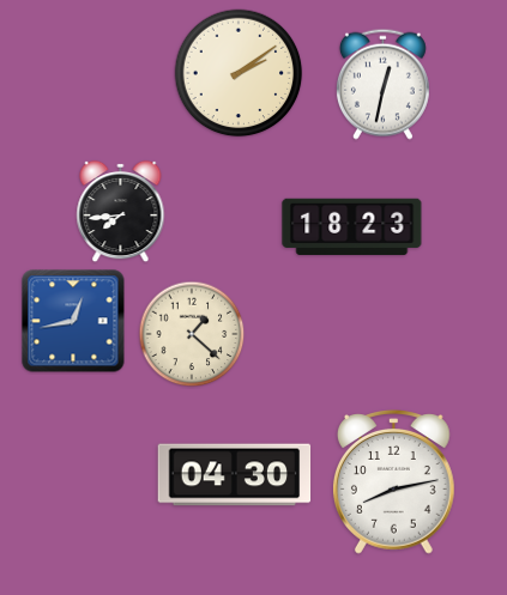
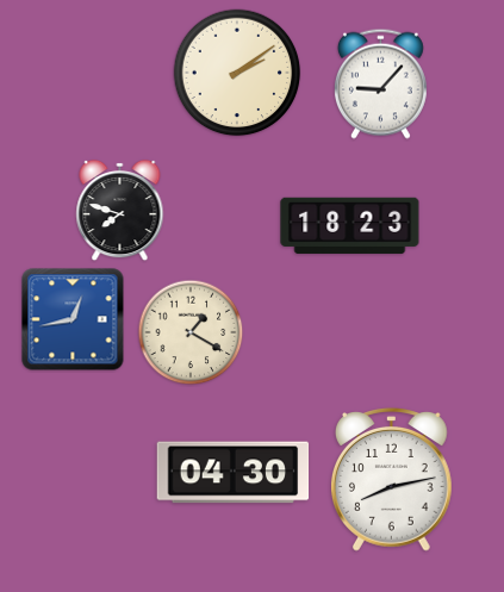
clock at (382, 84): 12:32 -> 9:07
clock at (121, 212): 7:44 -> 7:48
clock at (192, 334): 1:22 -> 1:20
